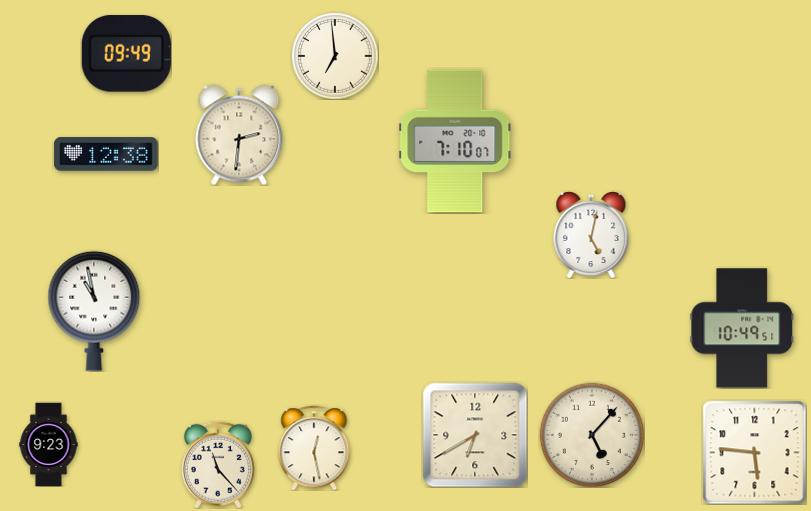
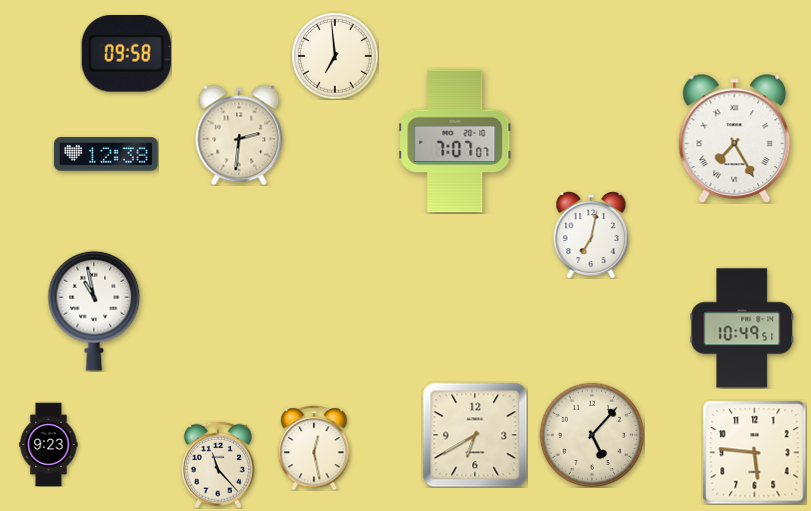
clock at (126, 54): 09:49 -> 09:58
clock at (735, 138): none -> 7:25
clock at (455, 141): 7:10 -> 7:07
clock at (591, 235): 5:02 -> 7:02
